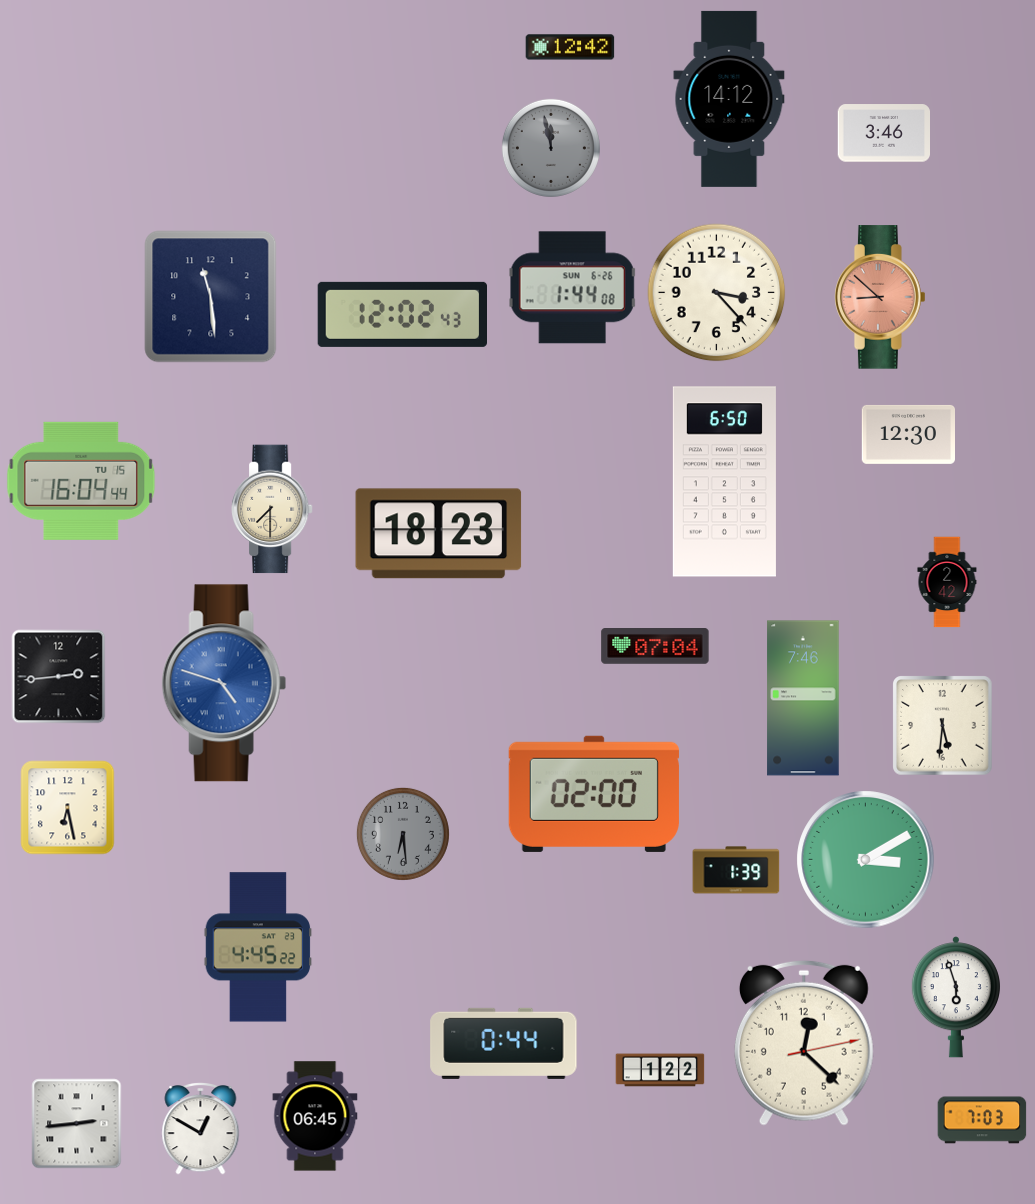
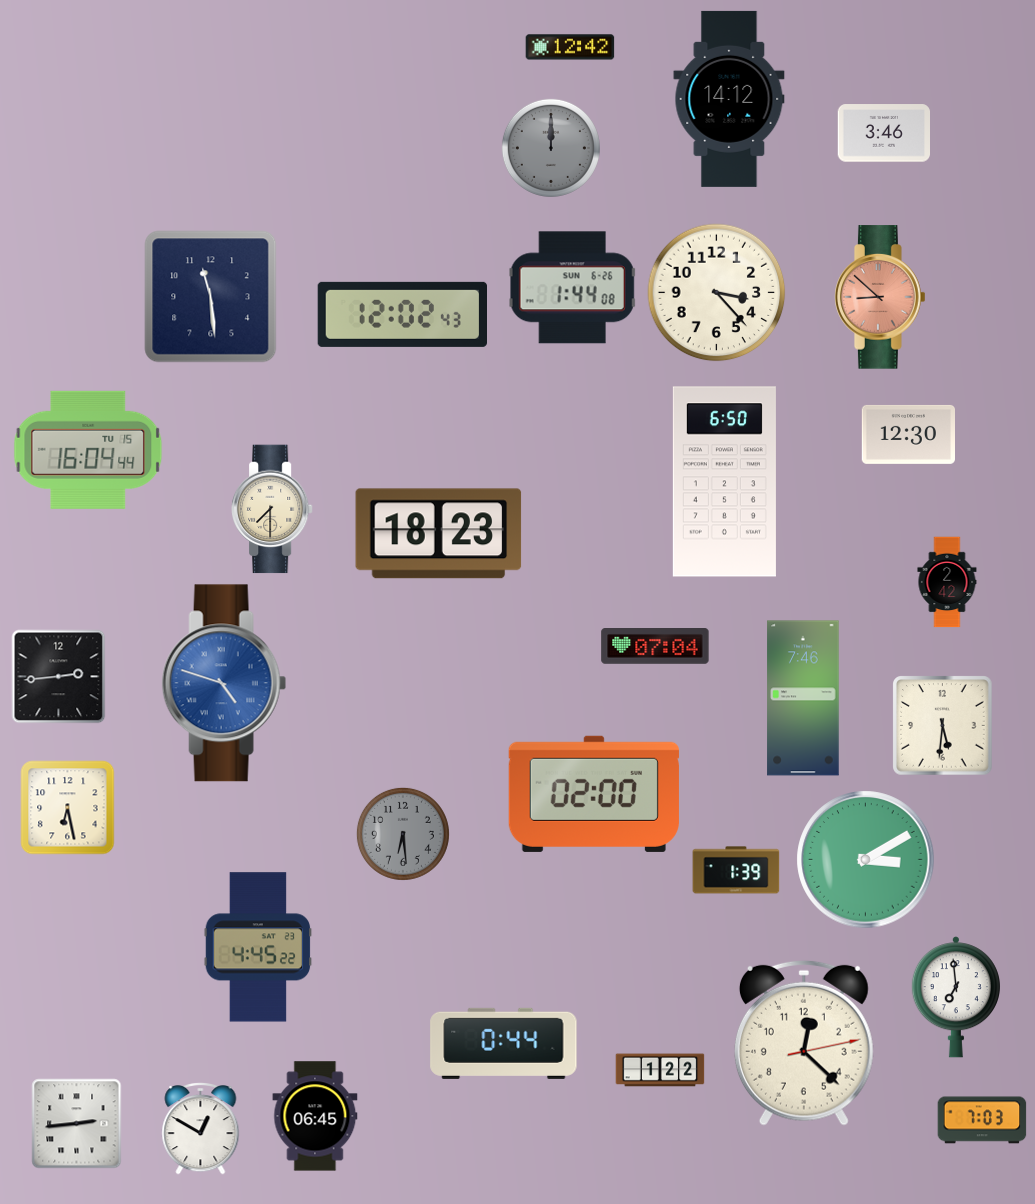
clock at (551, 148): 11:58 -> 12:00
clock at (81, 481) position: (81, 481) -> (88, 450)
clock at (956, 997): 5:57 -> 6:59
